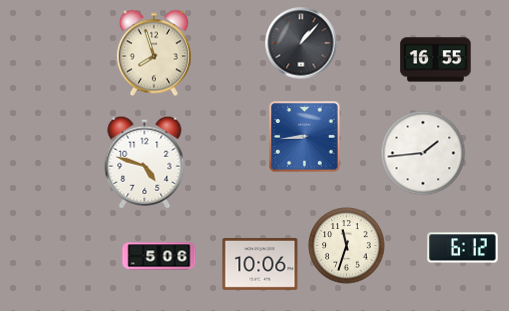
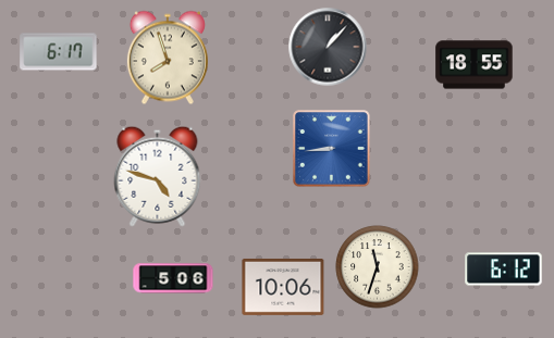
clock at (59, 52): none -> 6:17
clock at (436, 60): 16:55 -> 18:55
clock at (423, 153): 1:44 -> none
